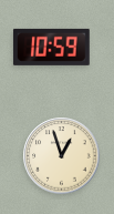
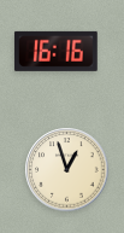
clock at (51, 47): 10:59 -> 16:16
